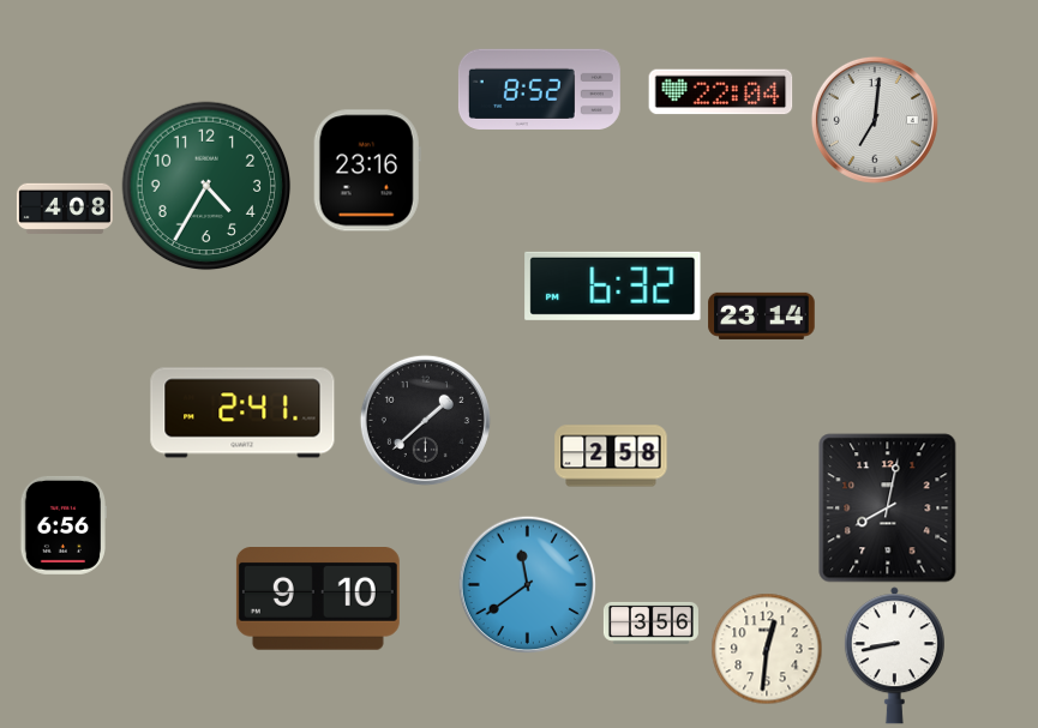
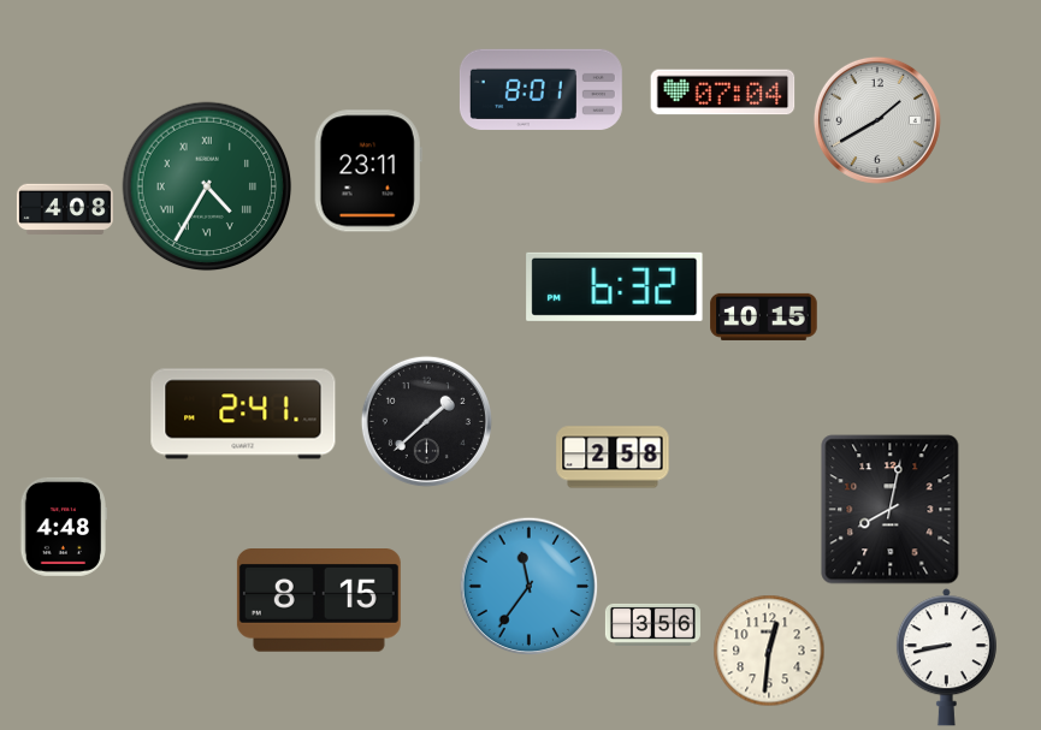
clock at (539, 89): 8:52 -> 8:01
clock at (721, 92): 22:04 -> 07:04
clock at (875, 120): 7:01 -> 1:40
clock at (367, 170): 23:16 -> 23:11
clock at (206, 186) numerals: Arabic -> Roman
clock at (762, 315): 23:14 -> 10:15
clock at (62, 525): 6:56 -> 4:48
clock at (527, 584): 11:39 -> 11:36
clock at (318, 600): 9:10 -> 8:15
clock at (894, 656) position: (894, 656) -> (946, 658)
